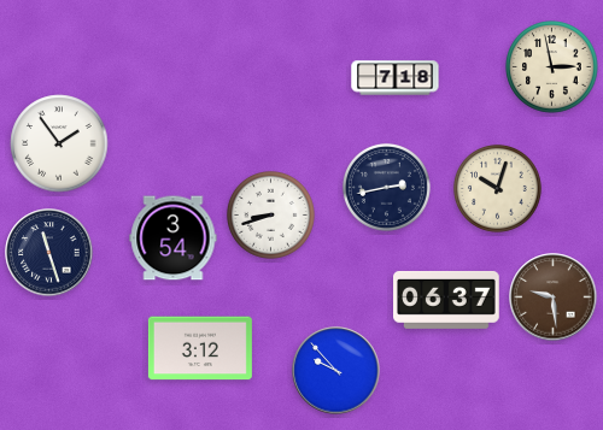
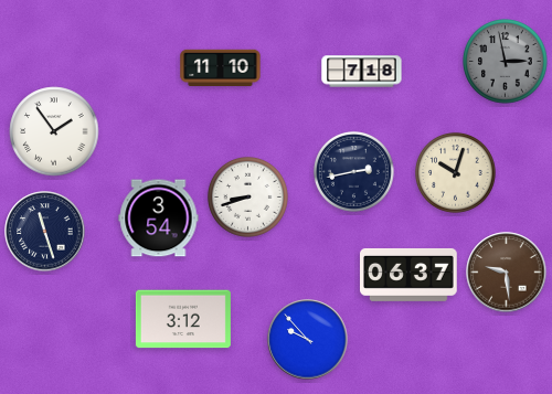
clock at (552, 67) dial: cream -> grey
clock at (221, 67): none -> 11:10
